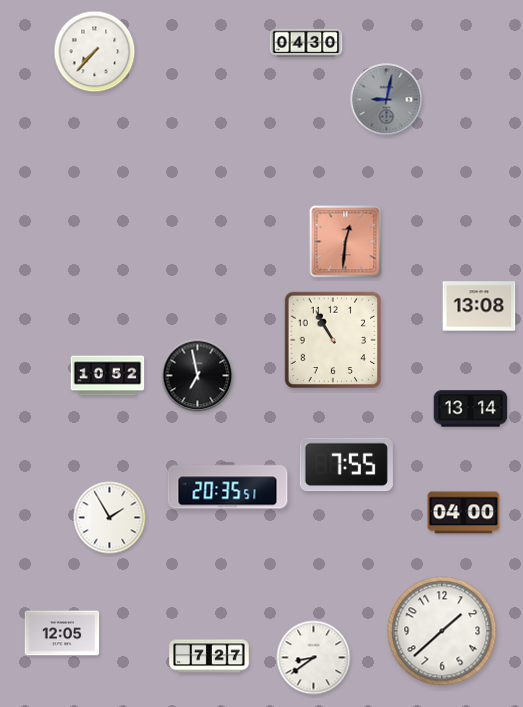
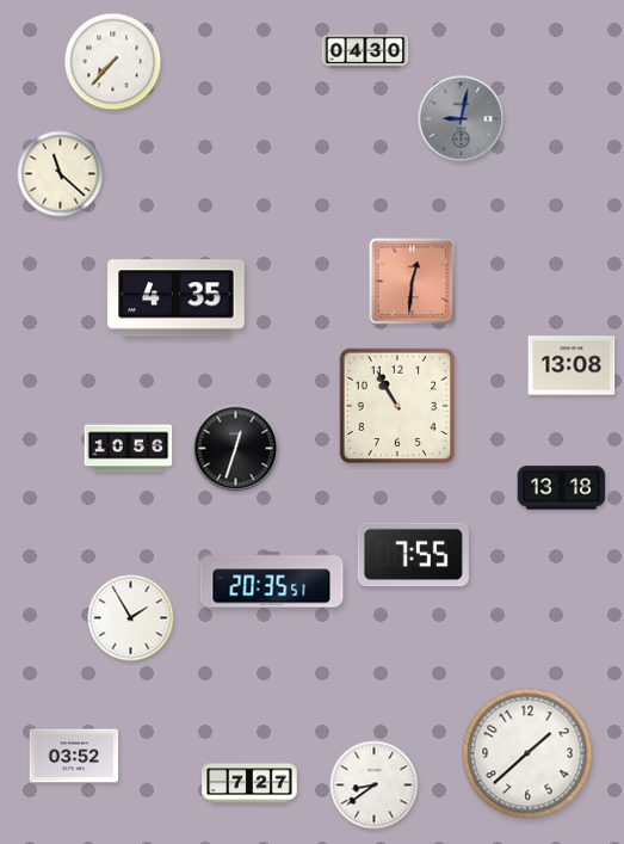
clock at (61, 174): none -> 11:22
clock at (346, 242) position: (346, 242) -> (413, 282)
clock at (177, 298): none -> 4:35
clock at (108, 376): 10:52 -> 10:56
clock at (198, 376): 6:58 -> 12:33
clock at (471, 409): 13:14 -> 13:18
clock at (464, 513): 04:00 -> none
clock at (62, 633): 12:05 -> 03:52
